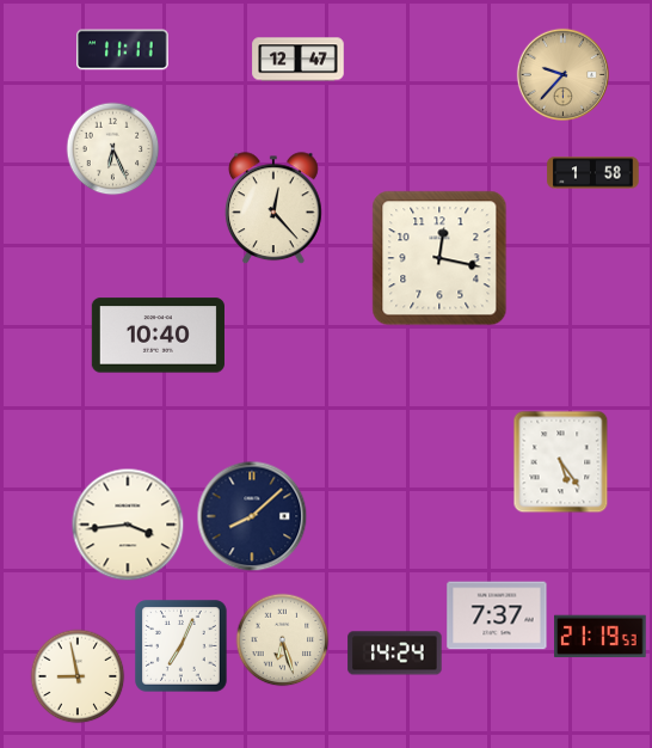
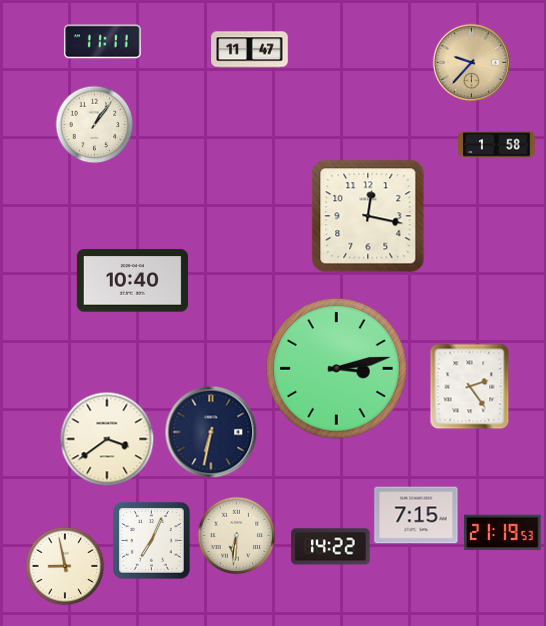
clock at (299, 60): 12:47 -> 11:47
clock at (112, 148): 6:26 -> 1:06
clock at (273, 208): 12:23 -> none
clock at (337, 369): none -> 3:13
clock at (561, 461): 5:24 -> 2:24
clock at (252, 516): 8:08 -> 6:32
clock at (128, 525): 3:44 -> 3:39
clock at (497, 615): 7:37 -> 7:15
clock at (282, 639): 6:27 -> 6:31
clock at (395, 654): 14:24 -> 14:22
